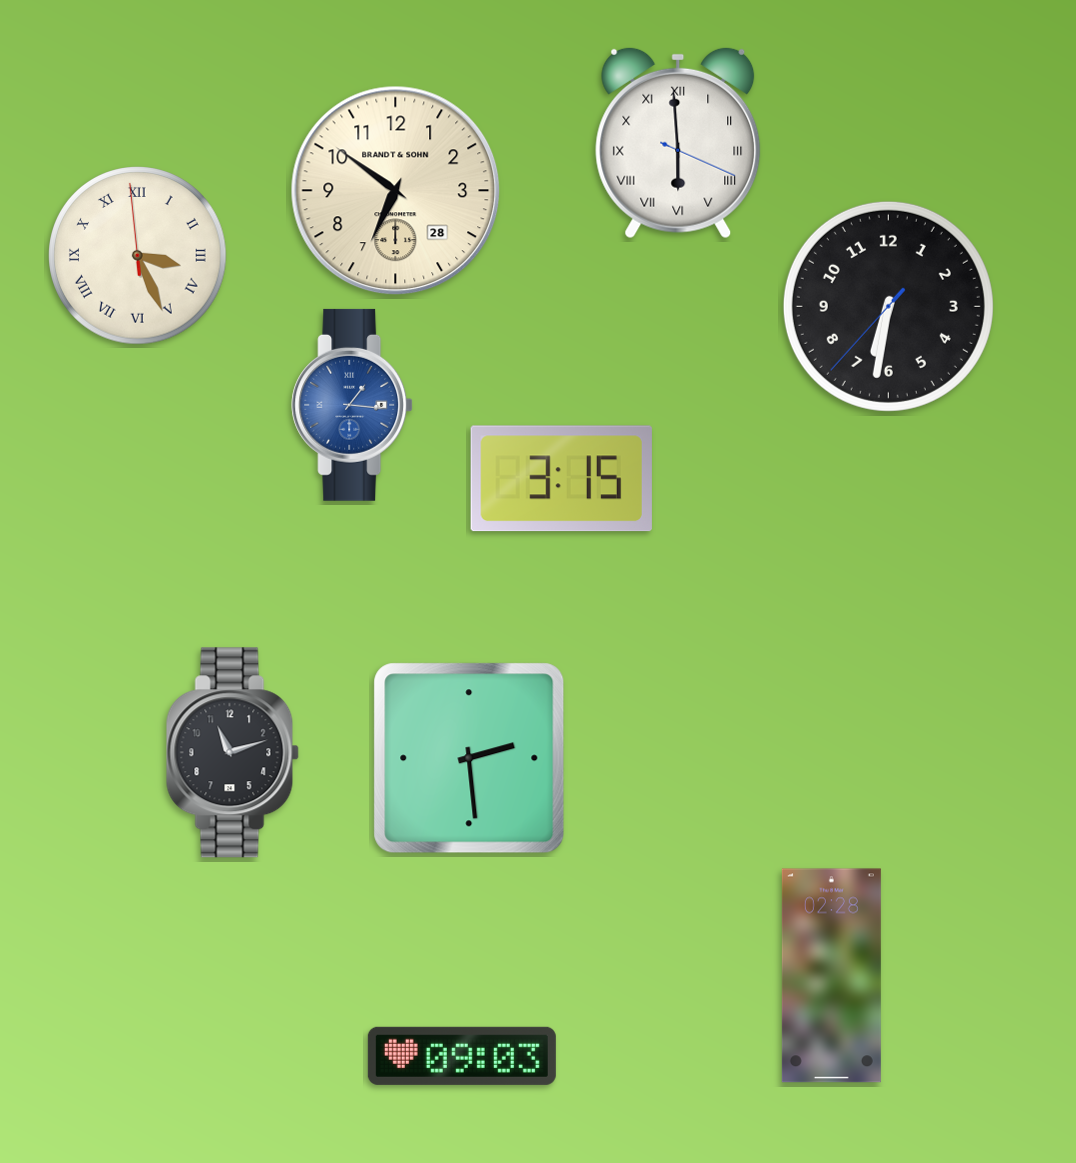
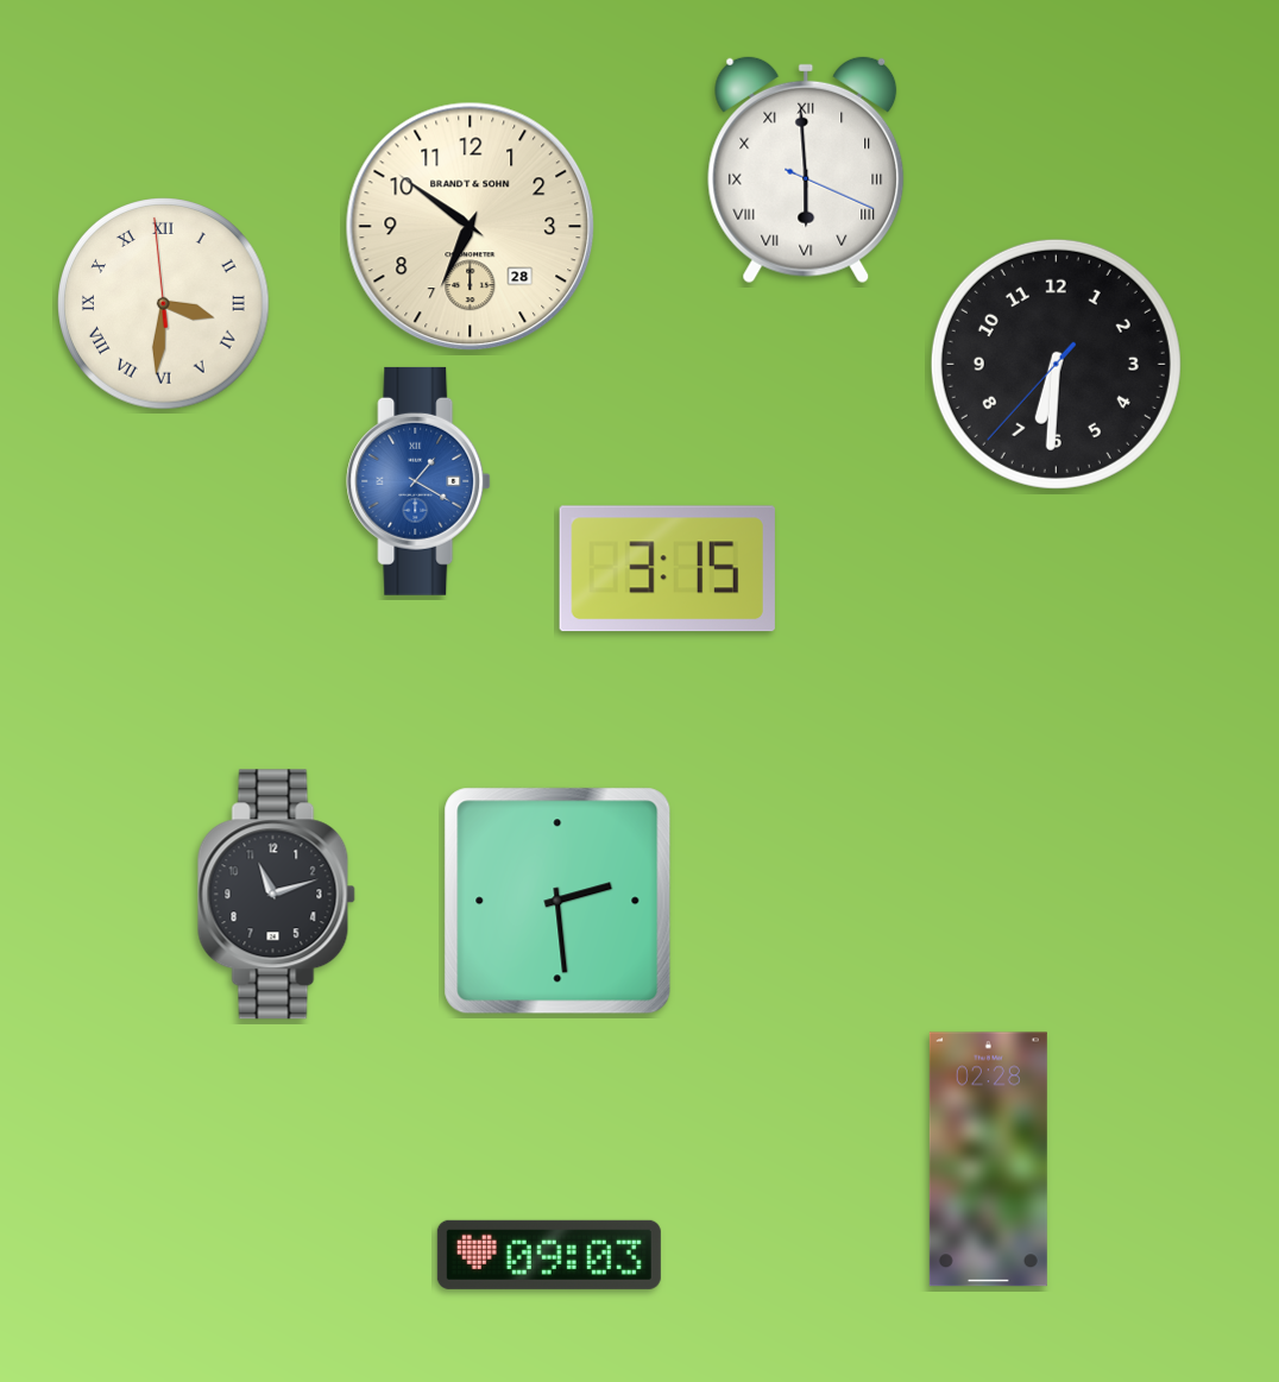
clock at (138, 256): 3:25 -> 3:30
clock at (888, 306): 6:31 -> 6:30
clock at (352, 405): 1:16 -> 1:20
